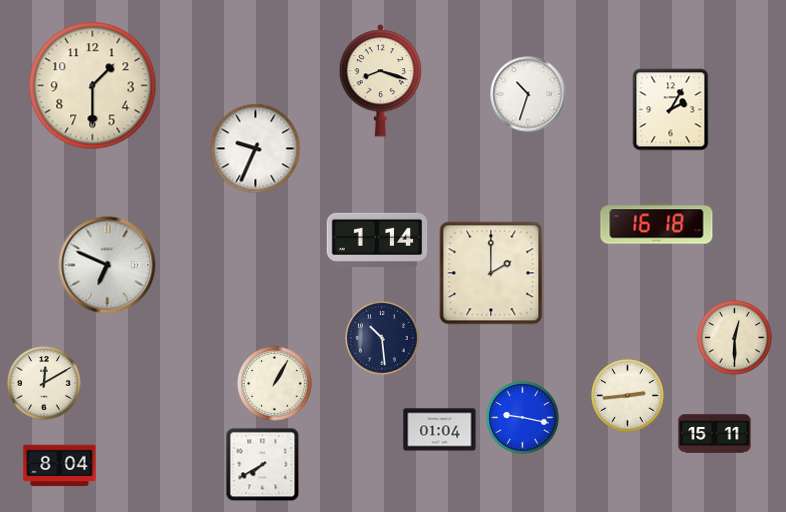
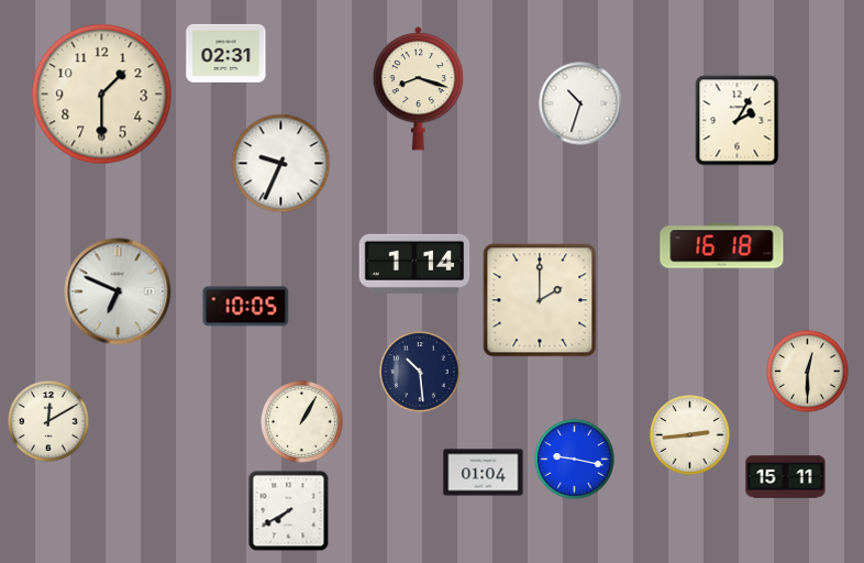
clock at (226, 53): none -> 02:31
clock at (246, 307): none -> 10:05
clock at (60, 466): 8:04 -> none
